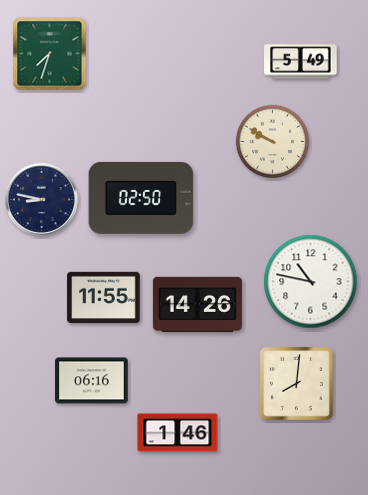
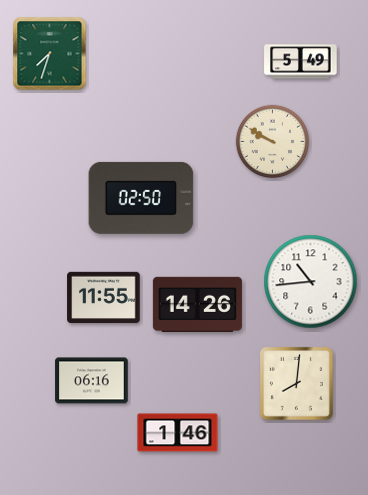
clock at (42, 200): 8:47 -> none
clock at (311, 282): 10:47 -> 10:44
